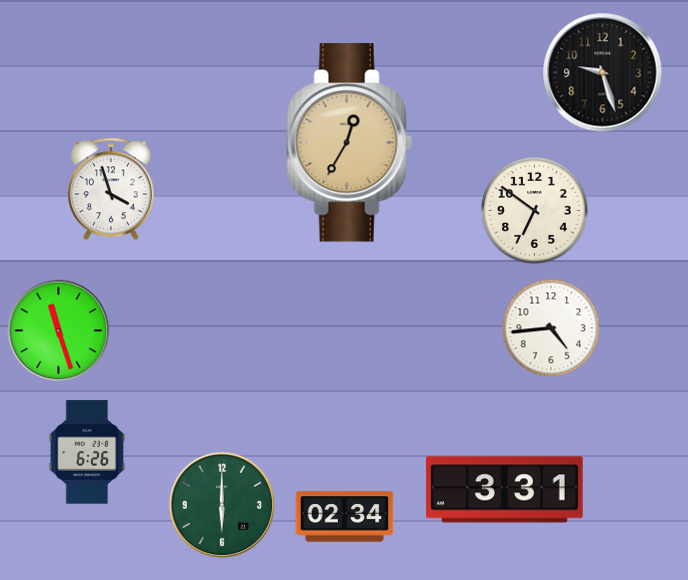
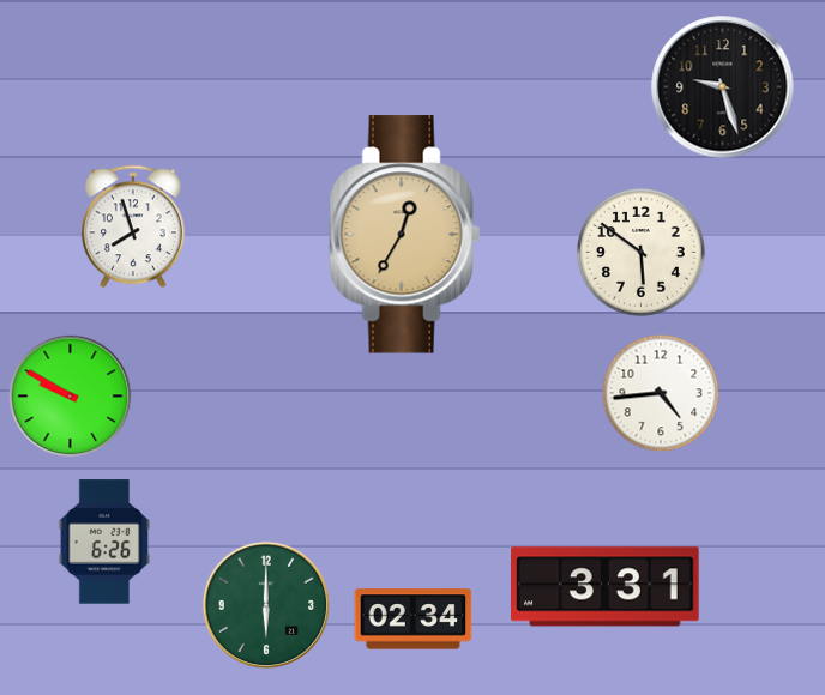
clock at (349, 143) position: (349, 143) -> (404, 235)
clock at (111, 189): 3:57 -> 7:57
clock at (534, 210): 6:51 -> 5:51
clock at (59, 331): 11:27 -> 9:50
